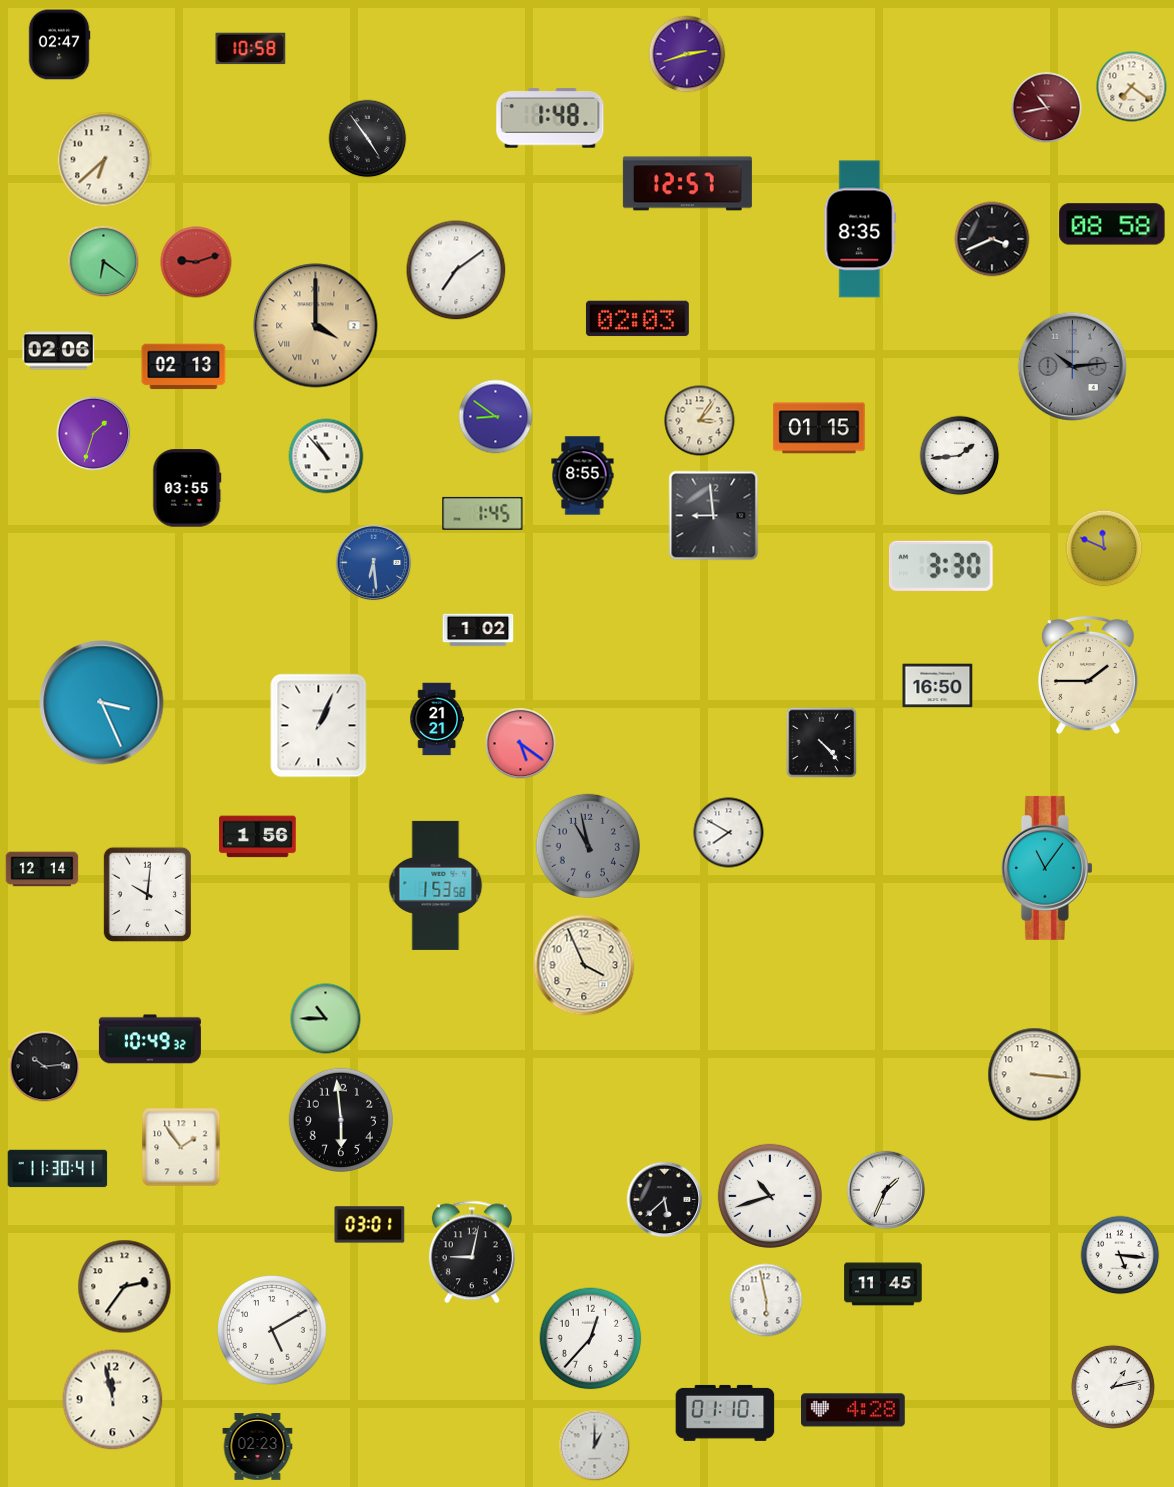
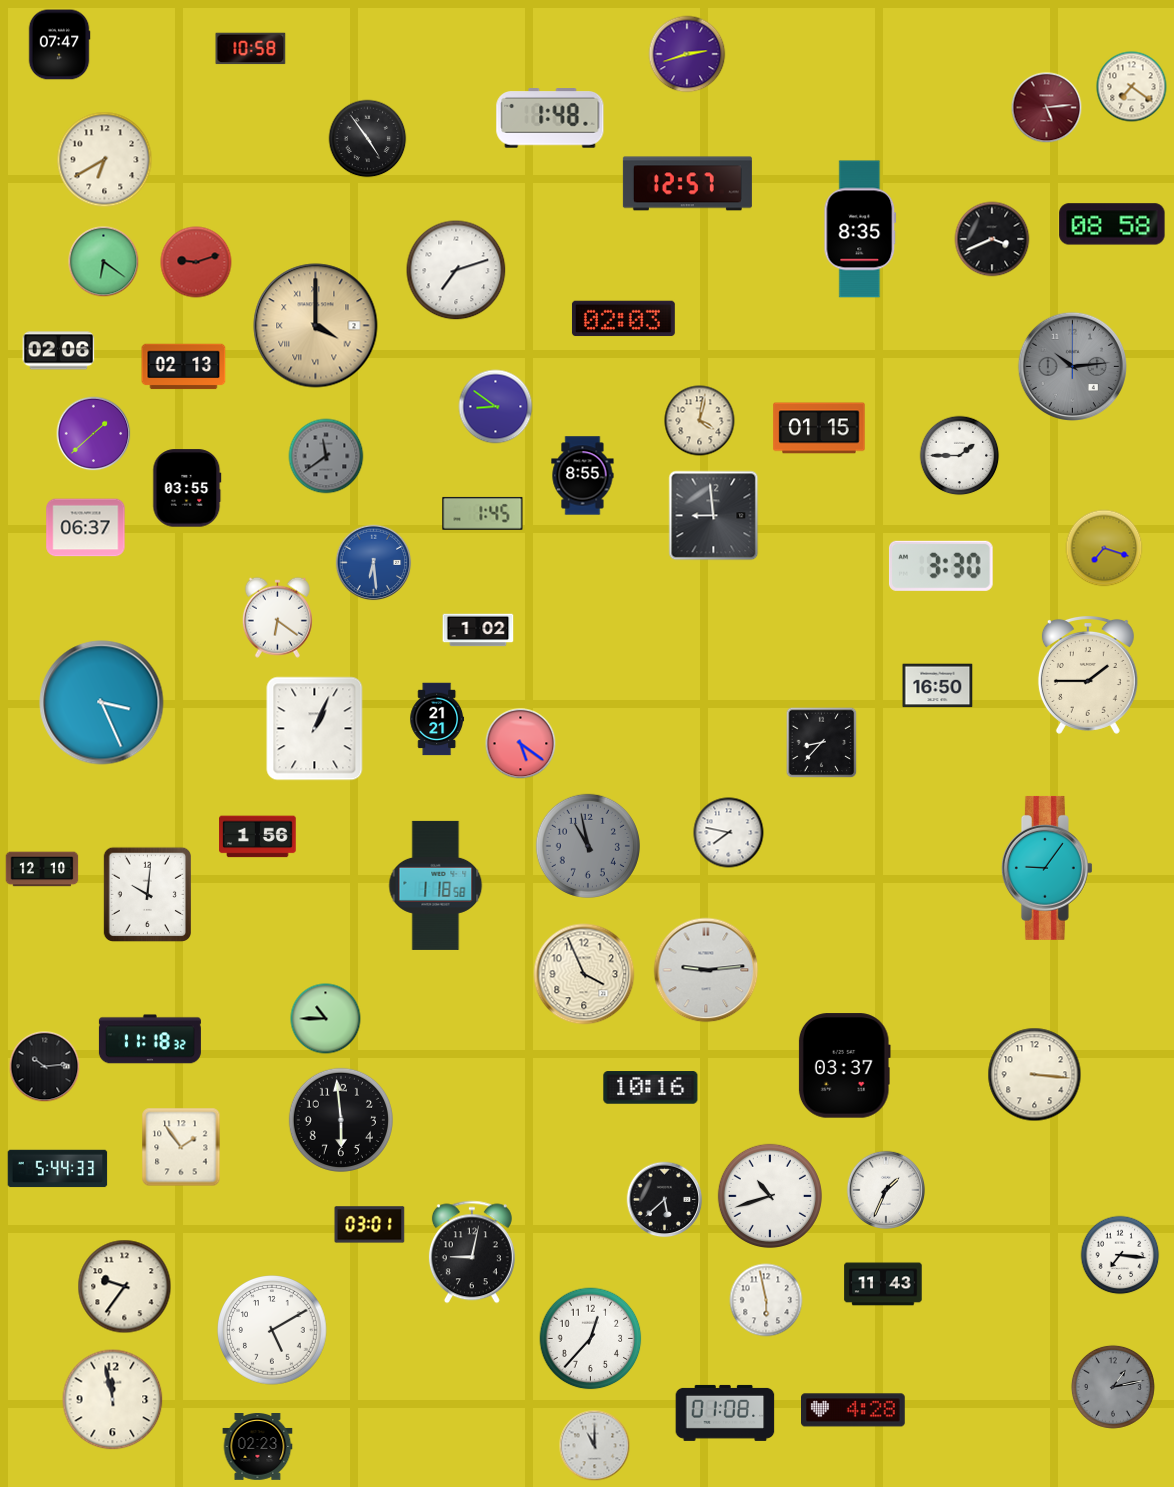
clock at (59, 45): 02:47 -> 07:47
clock at (1047, 108): 10:43 -> 5:14
clock at (105, 160): 6:38 -> 6:40
clock at (456, 270): 7:09 -> 7:12
clock at (637, 319) position: (637, 319) -> (623, 319)
clock at (496, 417) position: (496, 417) -> (496, 407)
clock at (700, 421): 3:06 -> 4:02
clock at (94, 434): 1:33 -> 1:38
clock at (326, 456): 10:53 -> 11:39
clock at (326, 456) dial: white -> grey
clock at (960, 456): 1:44 -> 1:45
clock at (86, 528): none -> 06:37
clock at (1104, 548): 11:49 -> 7:18
clock at (277, 617): none -> 6:21
clock at (319, 726) position: (319, 726) -> (315, 729)
clock at (822, 743): 4:23 -> 8:37
clock at (729, 833): 7:50 -> 7:47
clock at (1047, 868): 11:06 -> 9:06
clock at (42, 869): 12:14 -> 12:10
clock at (436, 885): 1:53 -> 1:18
clock at (584, 965) position: (584, 965) -> (584, 974)
clock at (706, 970): none -> 9:14
clock at (150, 1039): 10:49 -> 11:18
clock at (844, 1066): none -> 03:37
clock at (651, 1088): none -> 10:16
clock at (58, 1169): 11:30 -> 5:44
clock at (1120, 1255): 5:16 -> 7:16
clock at (883, 1284): 11:45 -> 11:43
clock at (125, 1287): 2:36 -> 9:36
clock at (1113, 1387) dial: white -> grey
clock at (725, 1413): 01:10 -> 01:08
clock at (595, 1446): 1:00 -> 11:00
